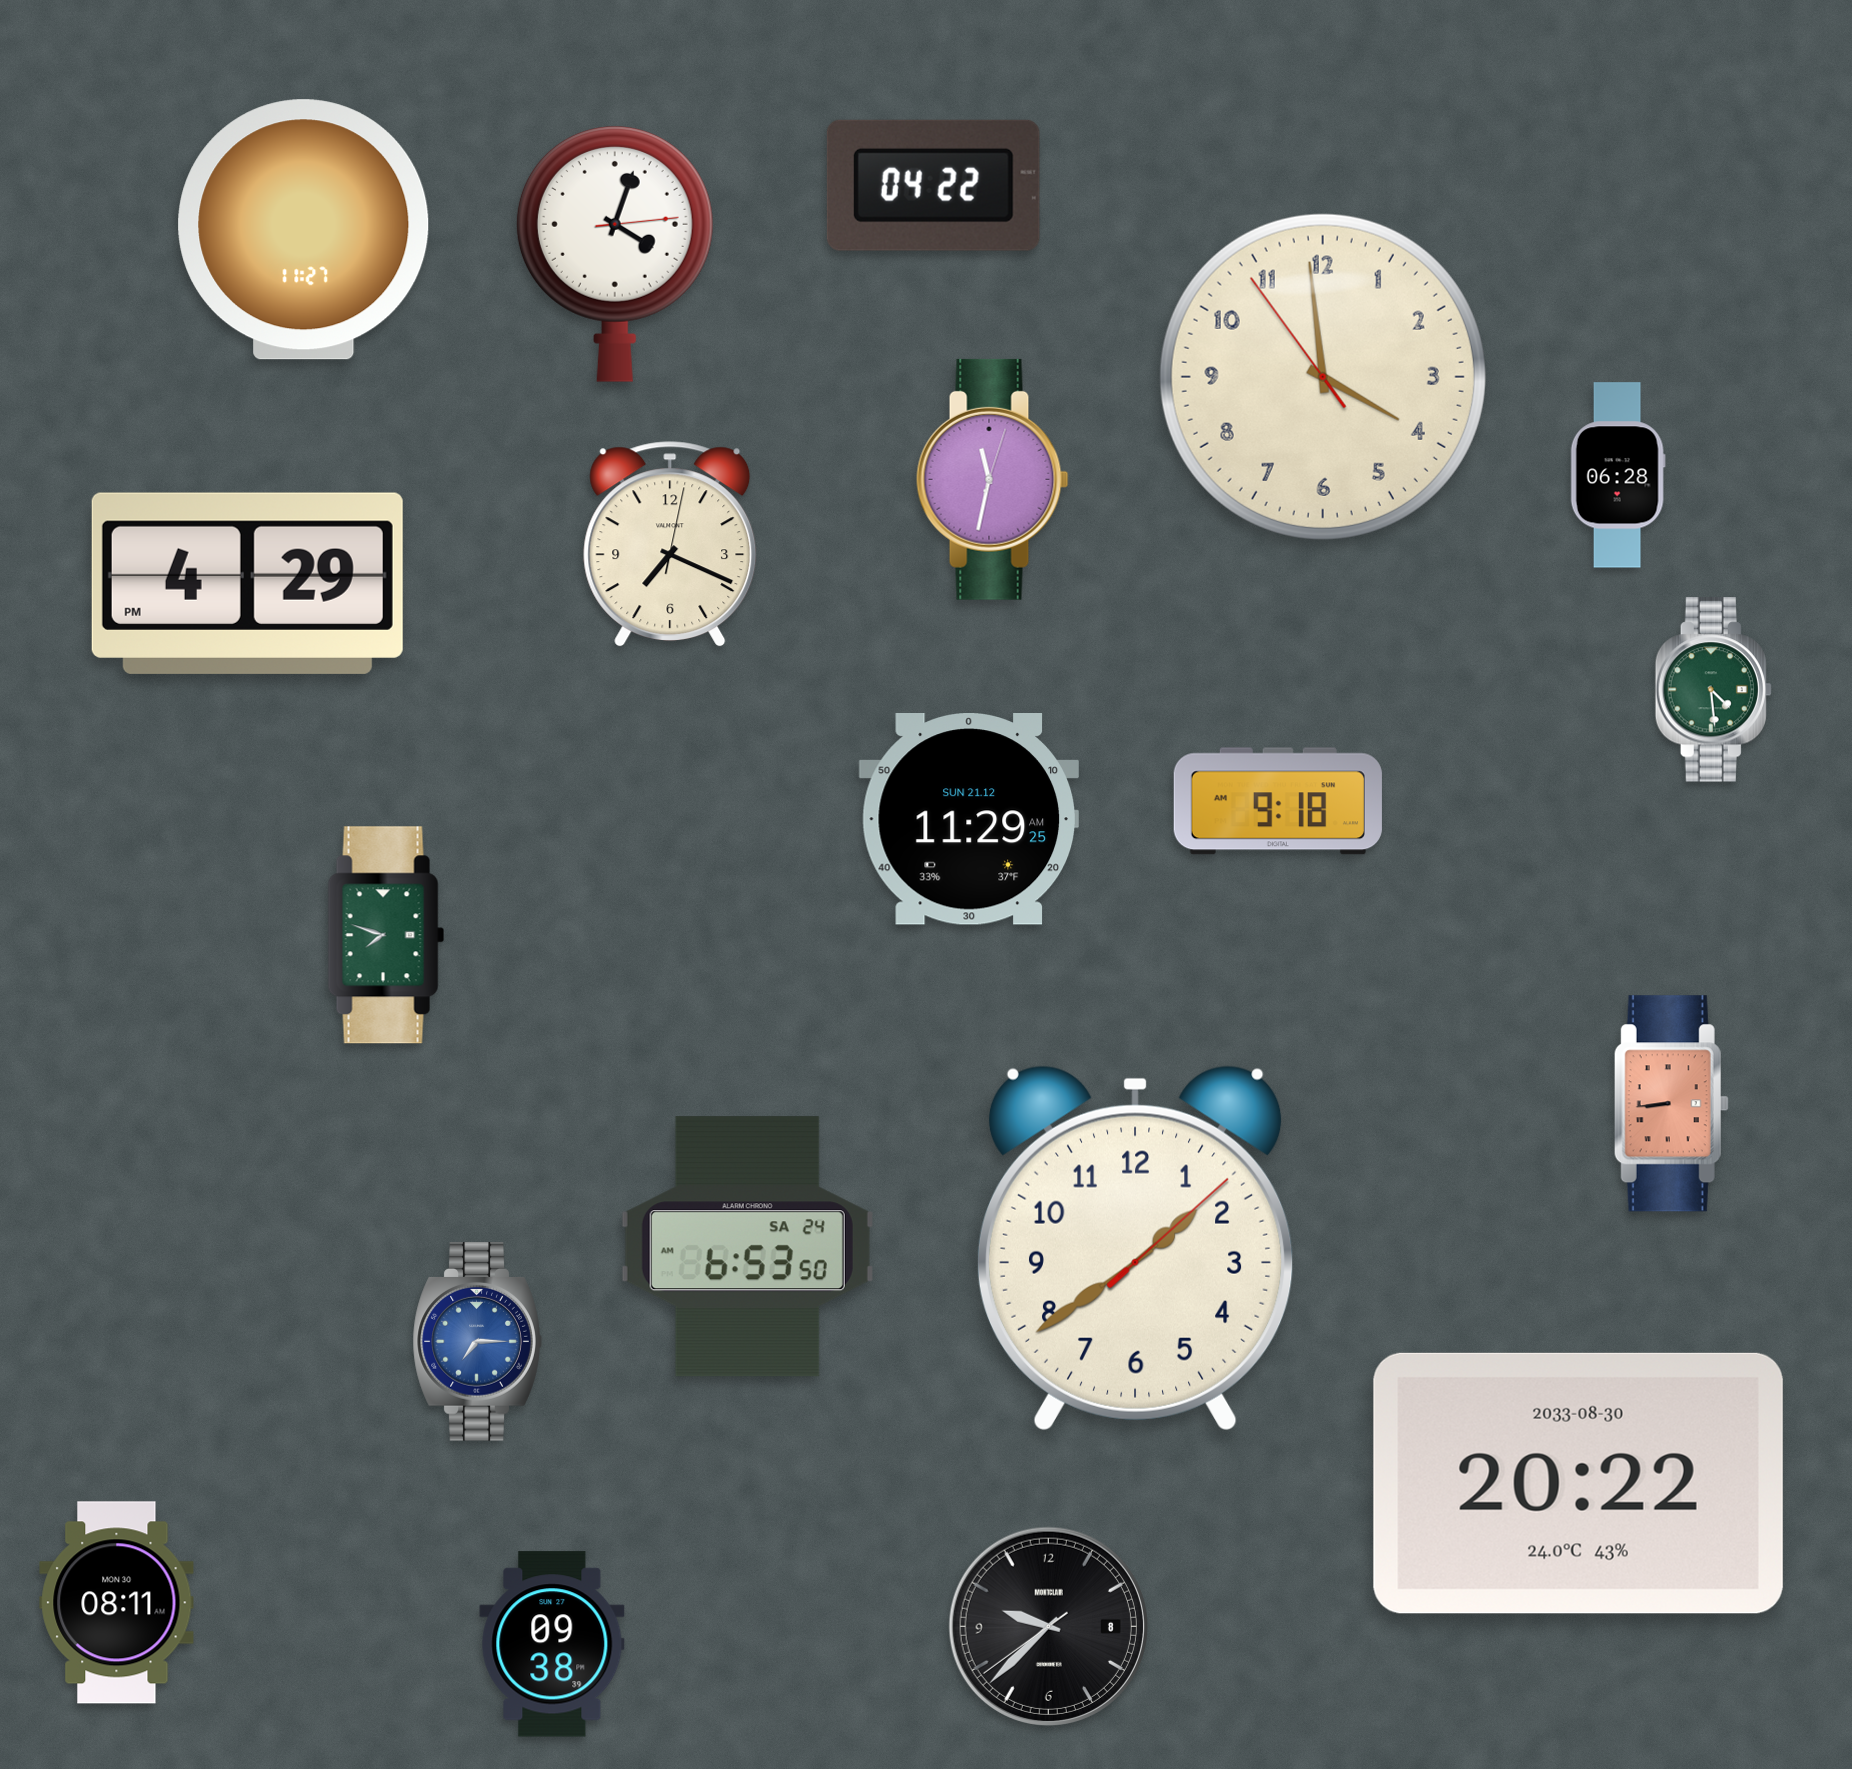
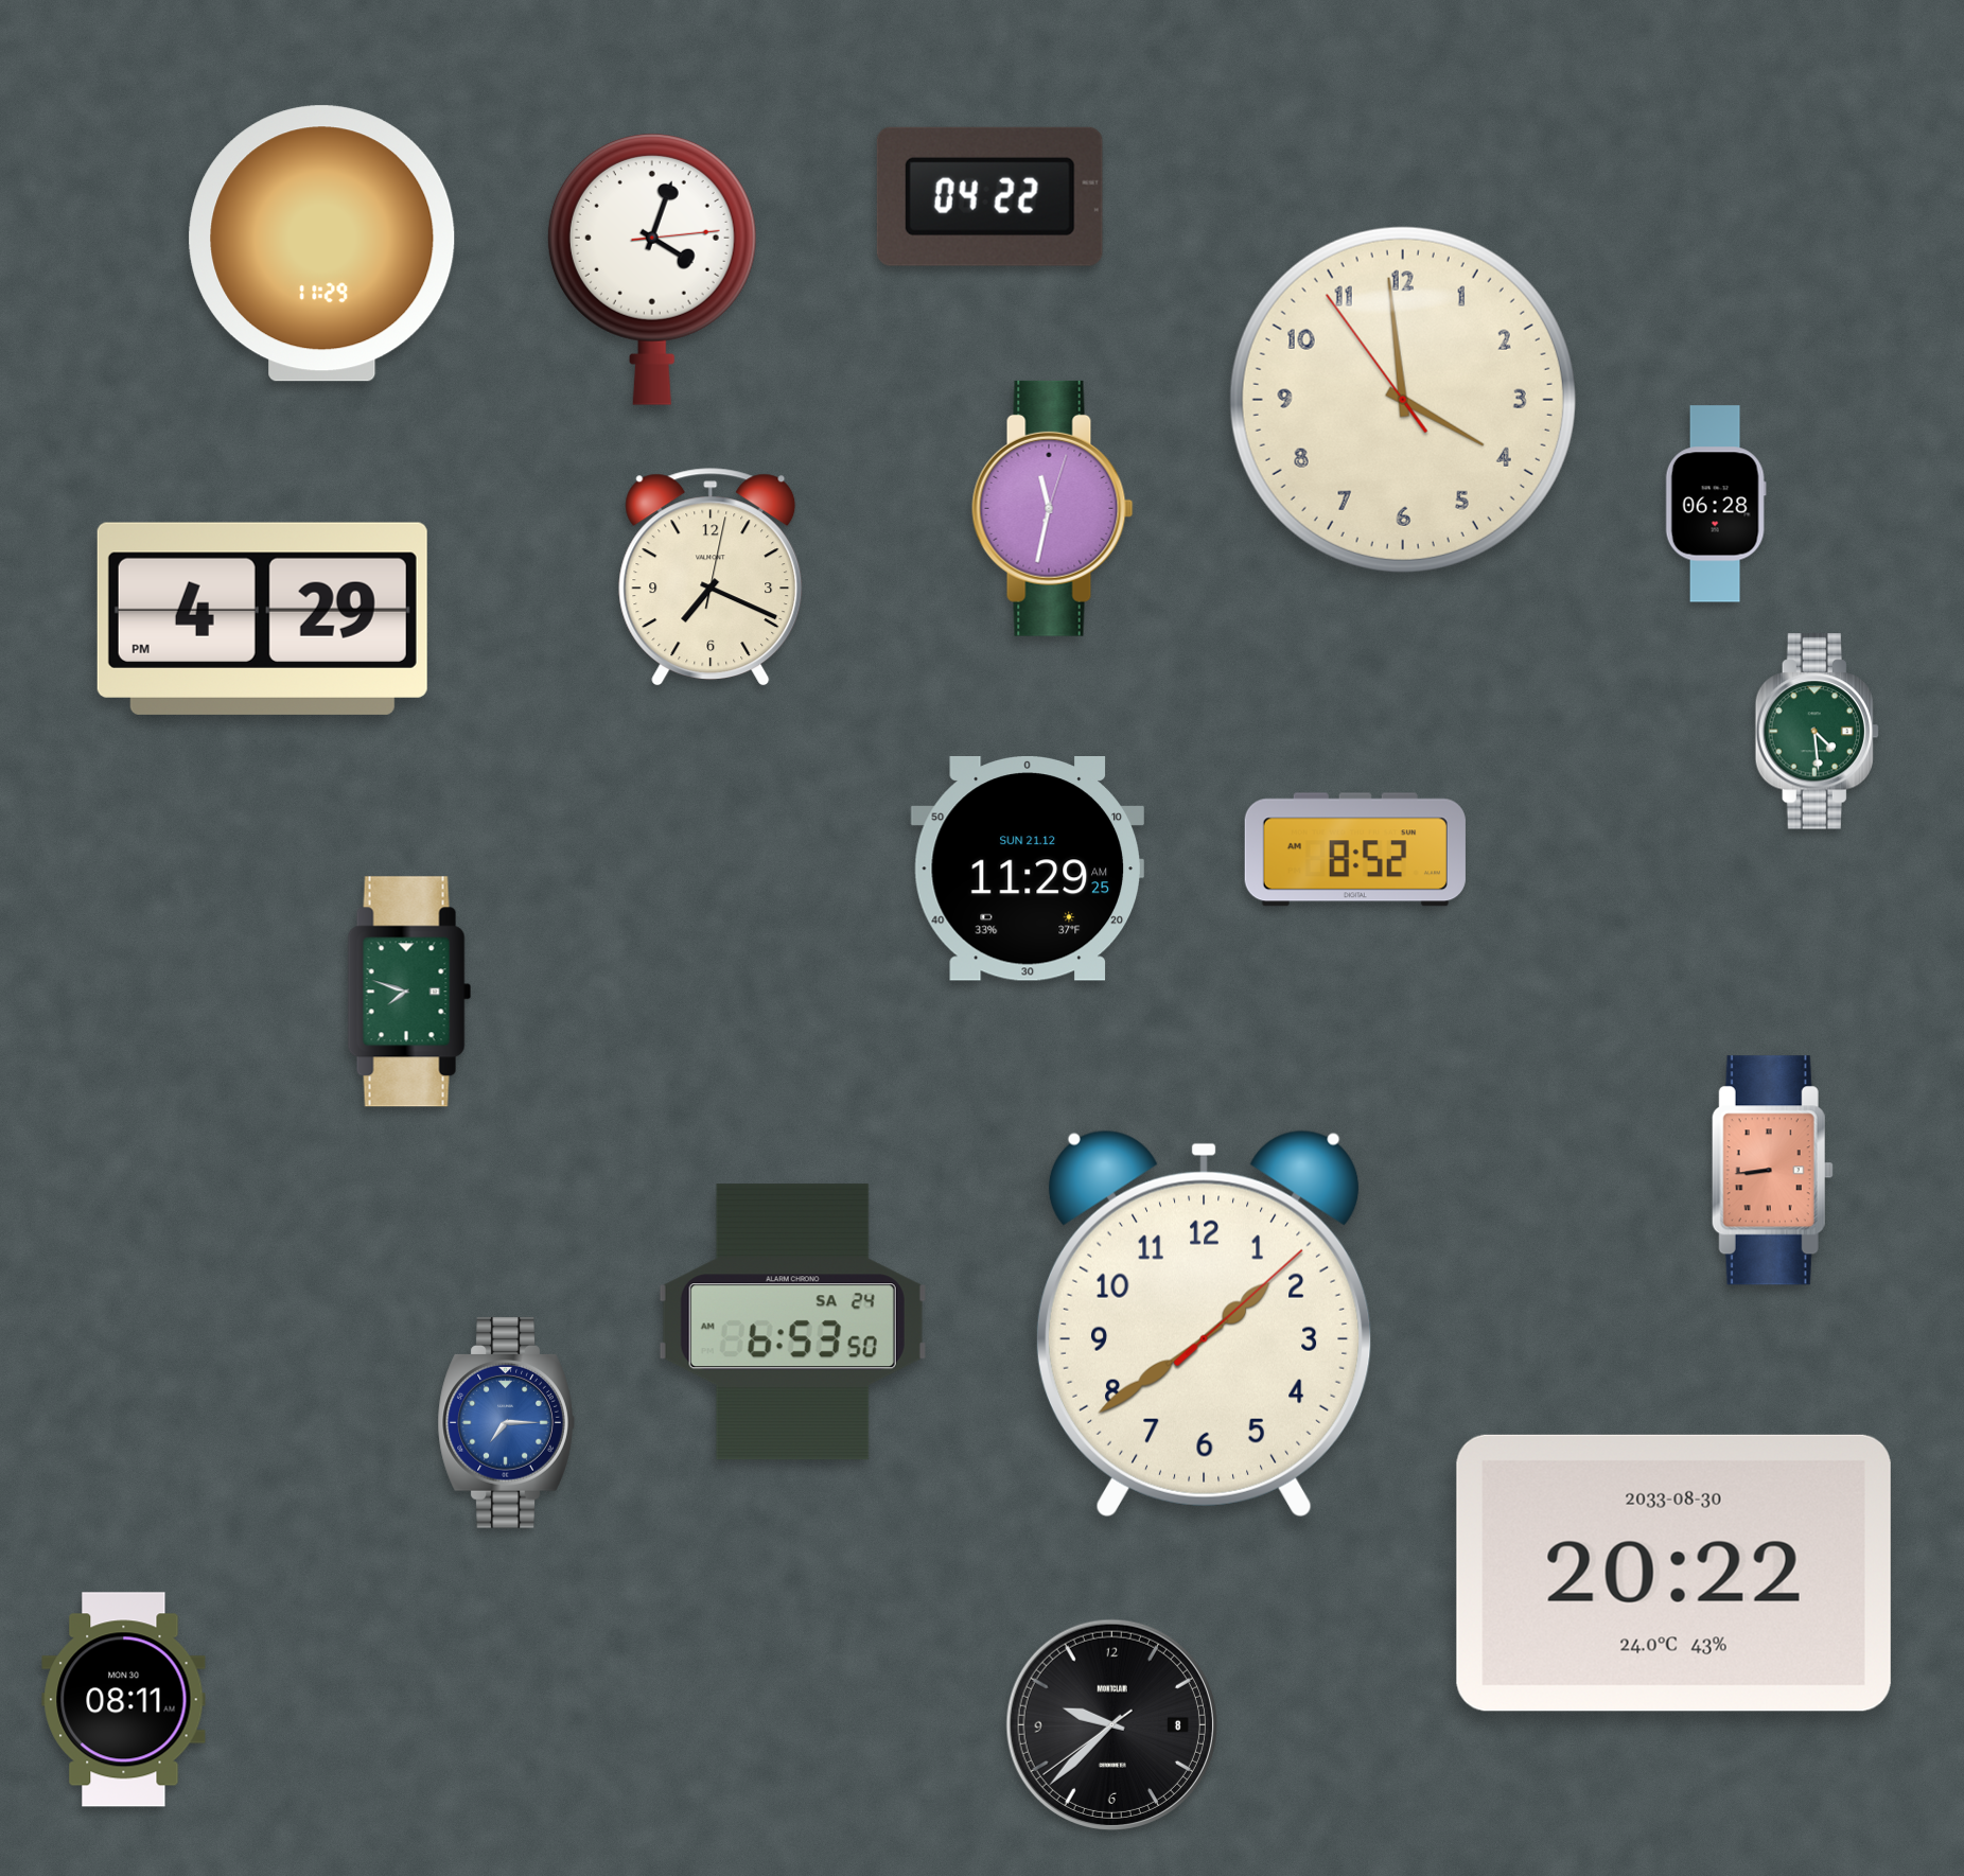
clock at (304, 230): 11:27 -> 11:29
clock at (1278, 801): 9:18 -> 8:52
clock at (552, 1644): 09:38 -> none
